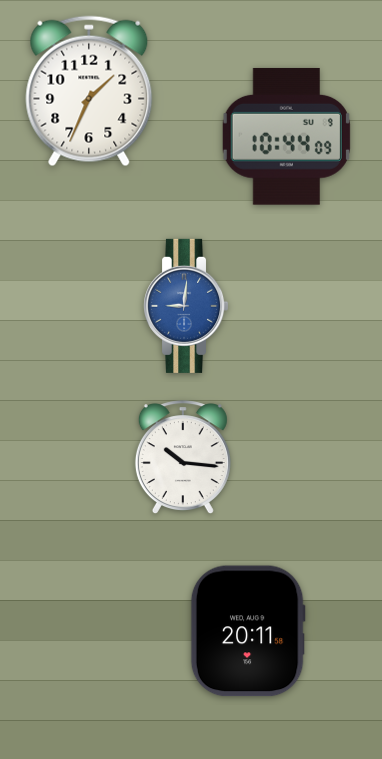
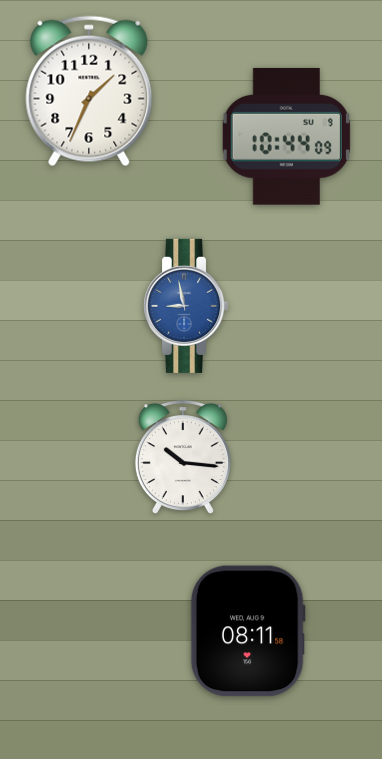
clock at (186, 306): 9:01 -> 8:58
clock at (248, 631): 20:11 -> 08:11
